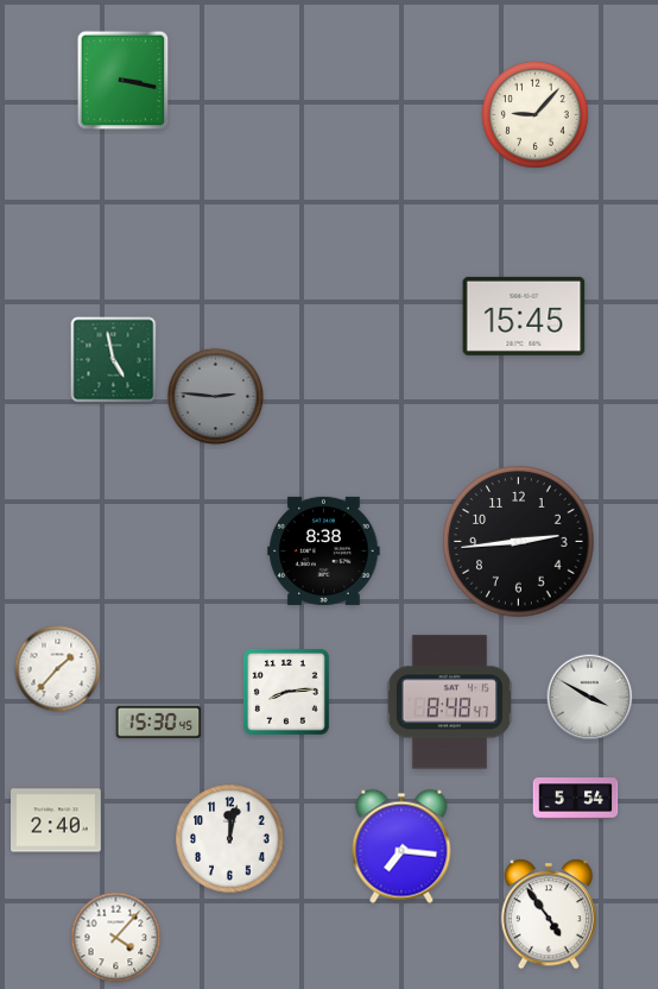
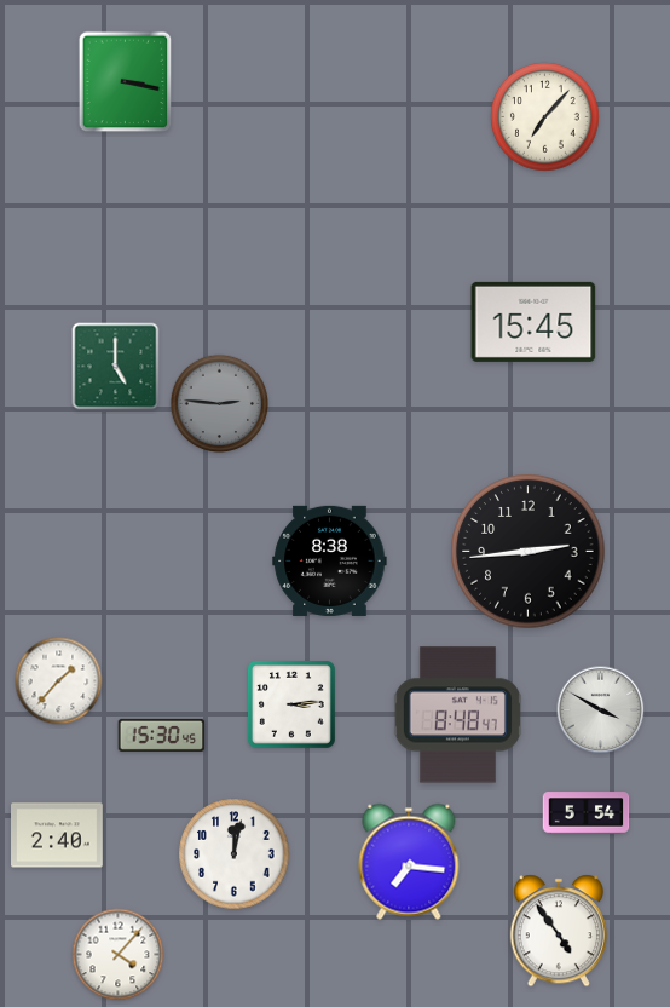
clock at (536, 115): 9:07 -> 7:07
clock at (114, 360): 4:58 -> 5:00
clock at (286, 692): 8:14 -> 3:14
